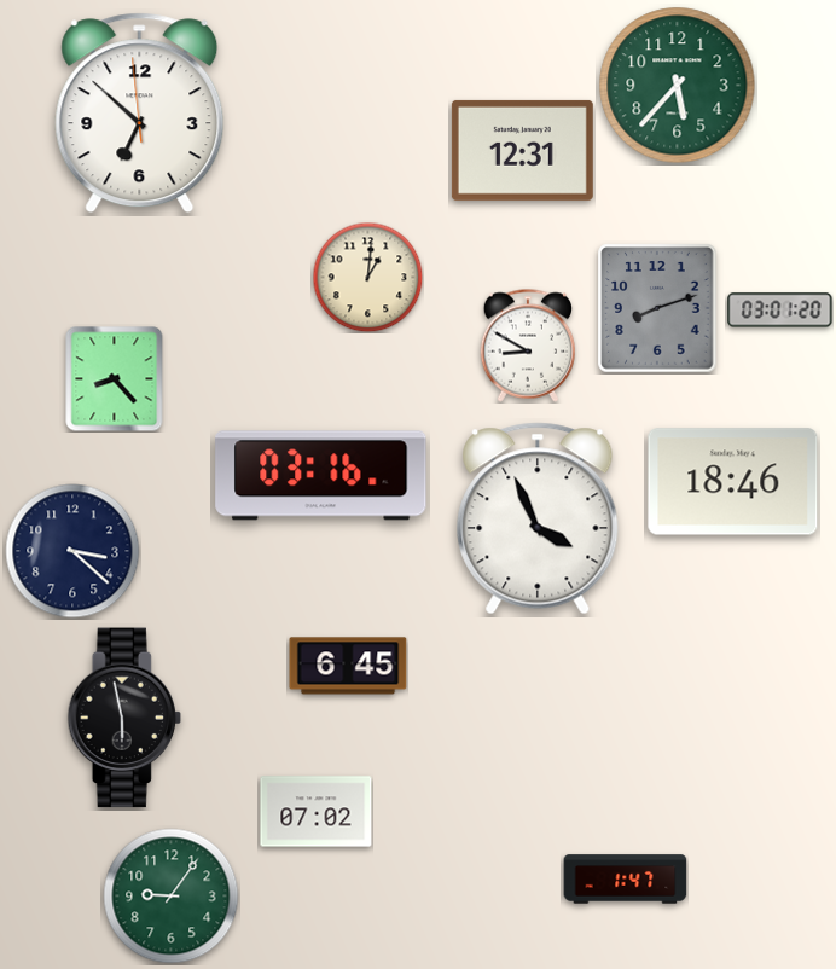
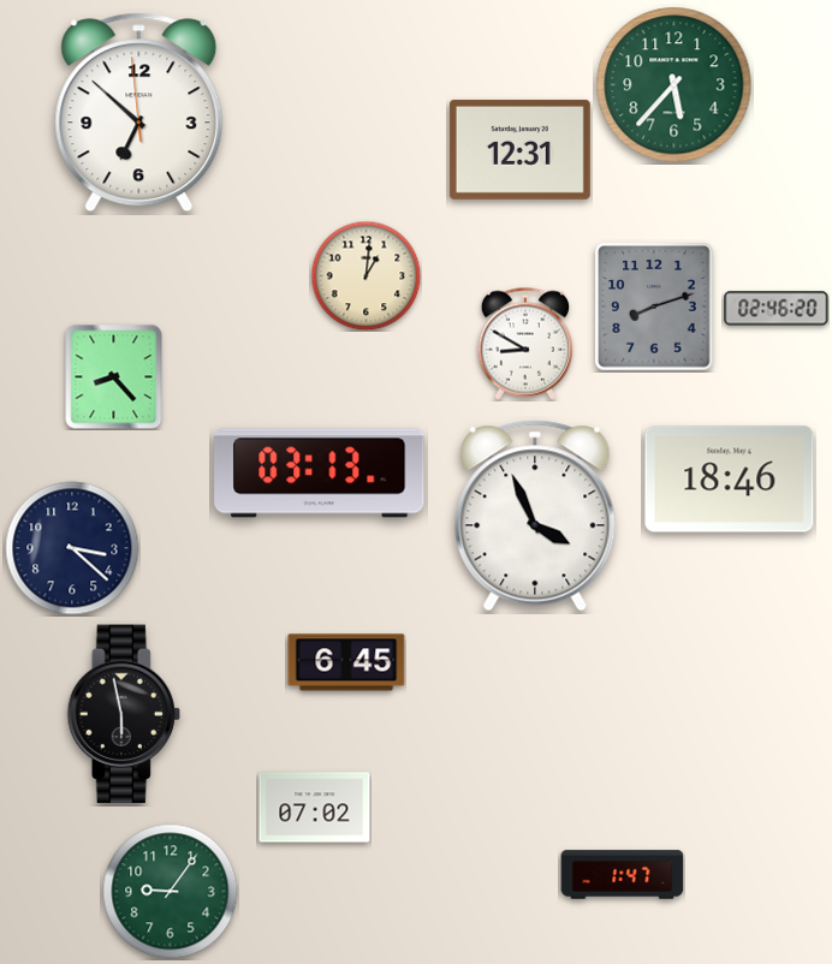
clock at (780, 311): 03:01 -> 02:46
clock at (321, 476): 03:16 -> 03:13
